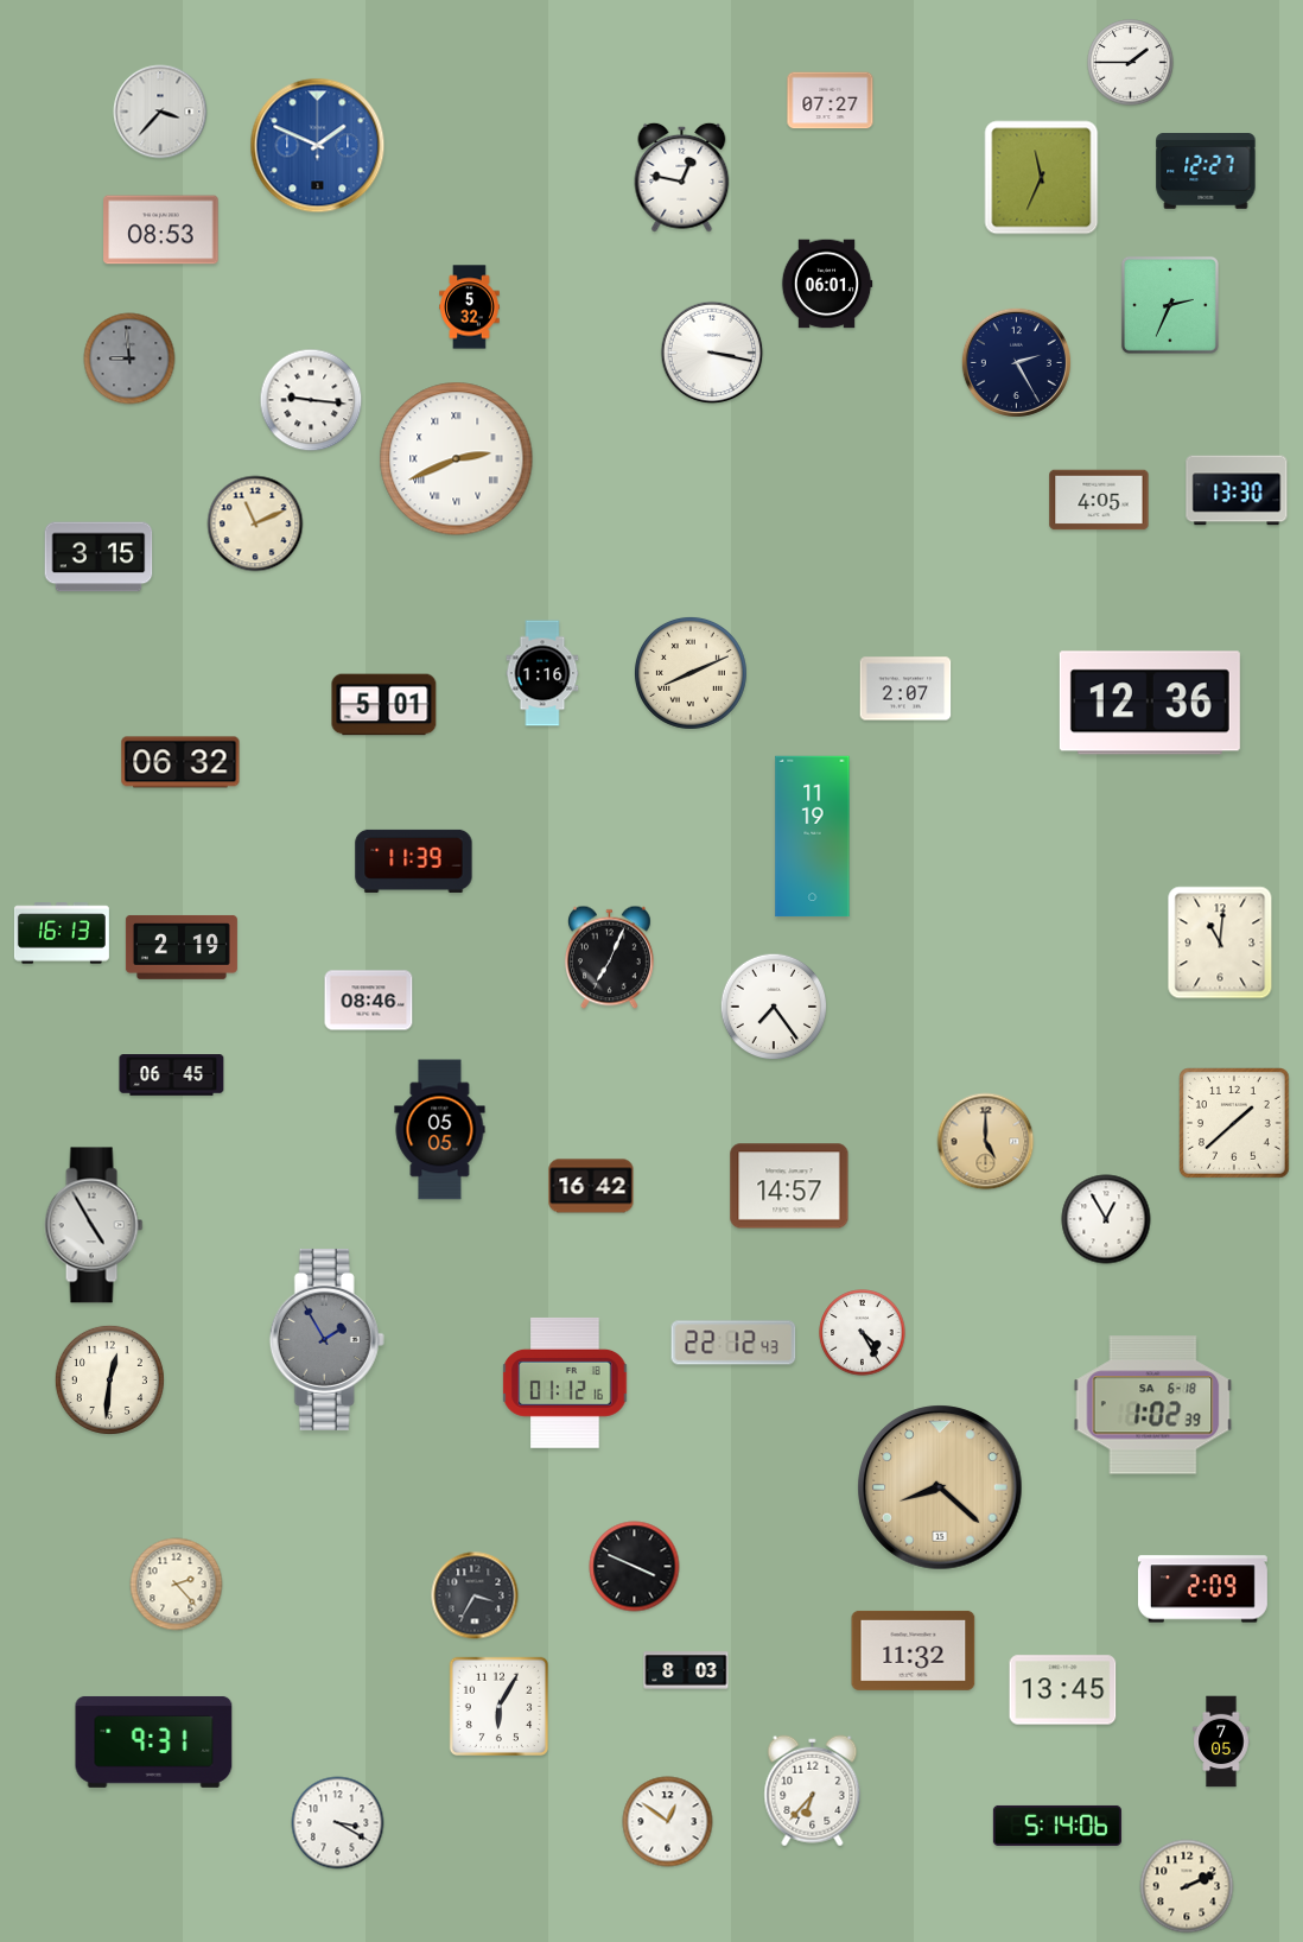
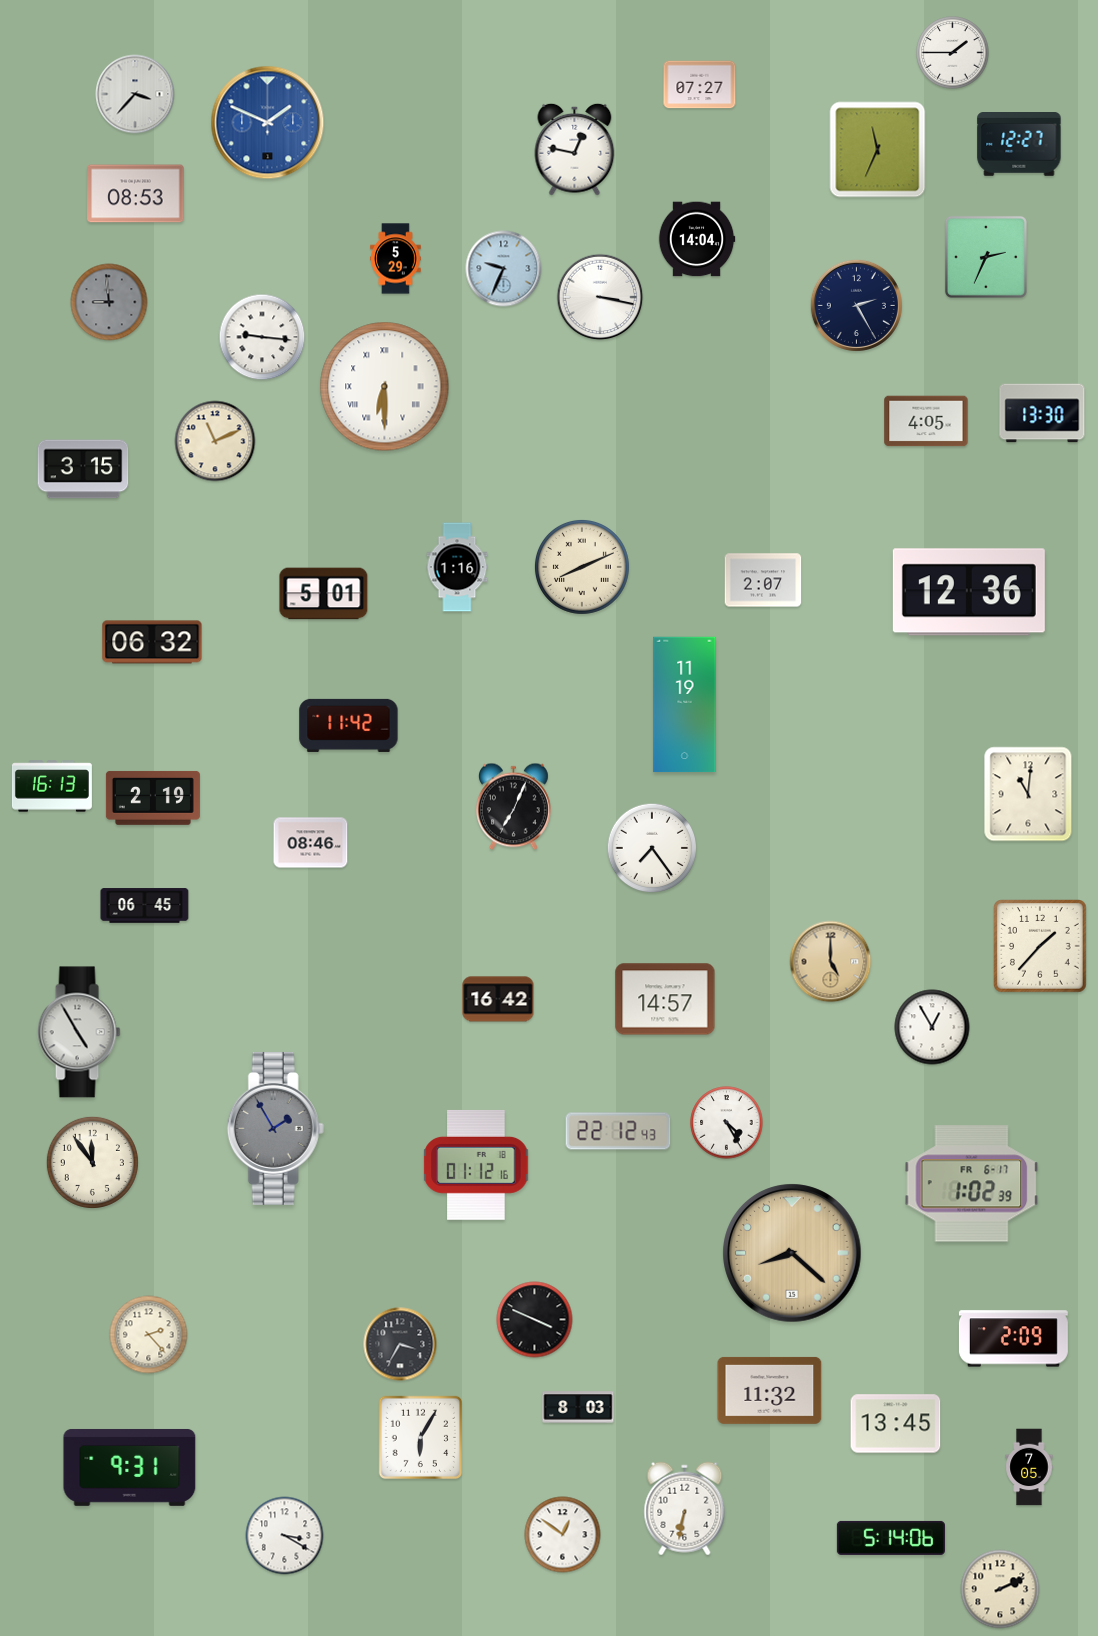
clock at (1206, 172) position: (1206, 172) -> (1019, 145)
clock at (827, 284): 06:01 -> 14:04
clock at (470, 307): 5:32 -> 5:29
clock at (504, 269): none -> 9:34
clock at (457, 459): 2:41 -> 6:30
clock at (414, 861): 11:39 -> 11:42
clock at (1234, 1123): 1:38 -> 1:37
clock at (440, 1130): 05:05 -> none
clock at (109, 1379): 12:31 -> 11:54
clock at (1153, 1405) date: SA 6-18 -> FR 6-17
clock at (813, 1791): 6:37 -> 6:32
